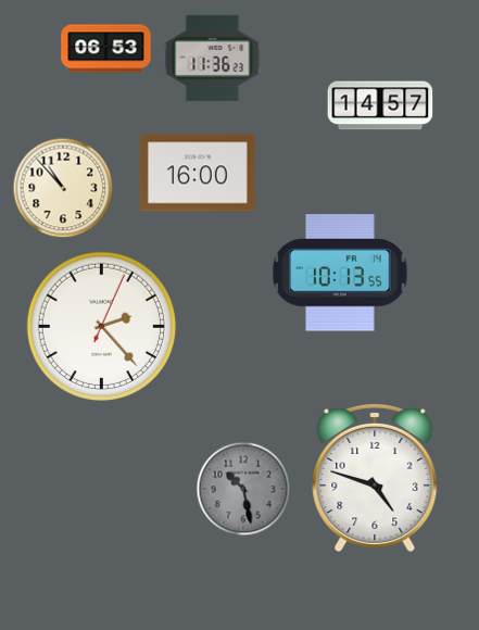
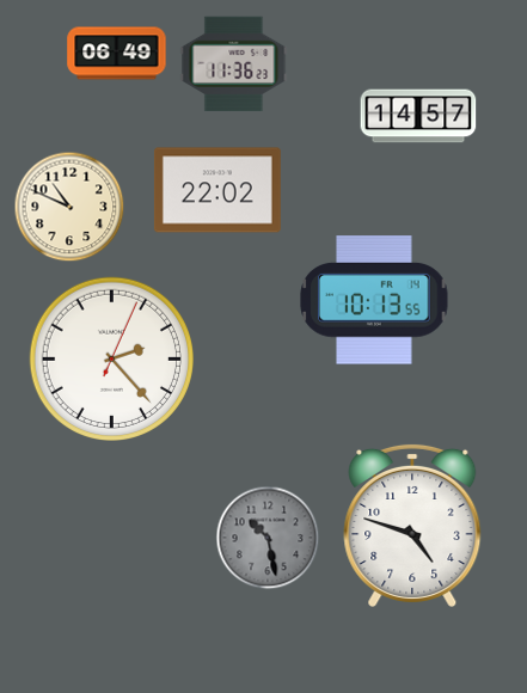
clock at (106, 49): 06:53 -> 06:49
clock at (198, 173): 16:00 -> 22:02
clock at (63, 188): 10:53 -> 10:49
